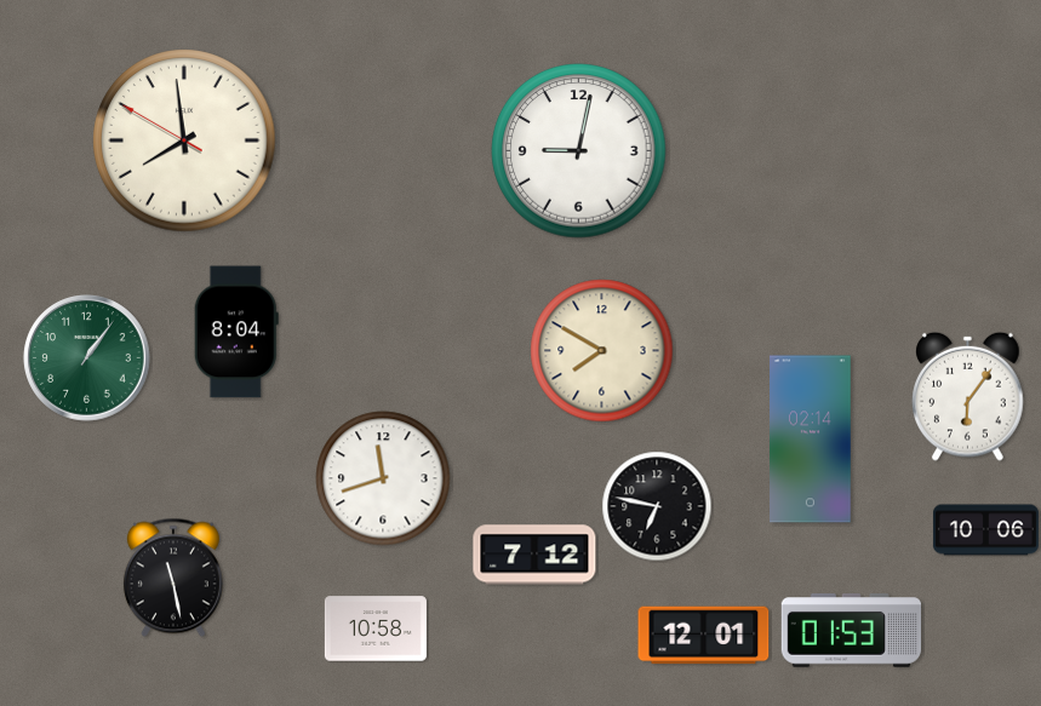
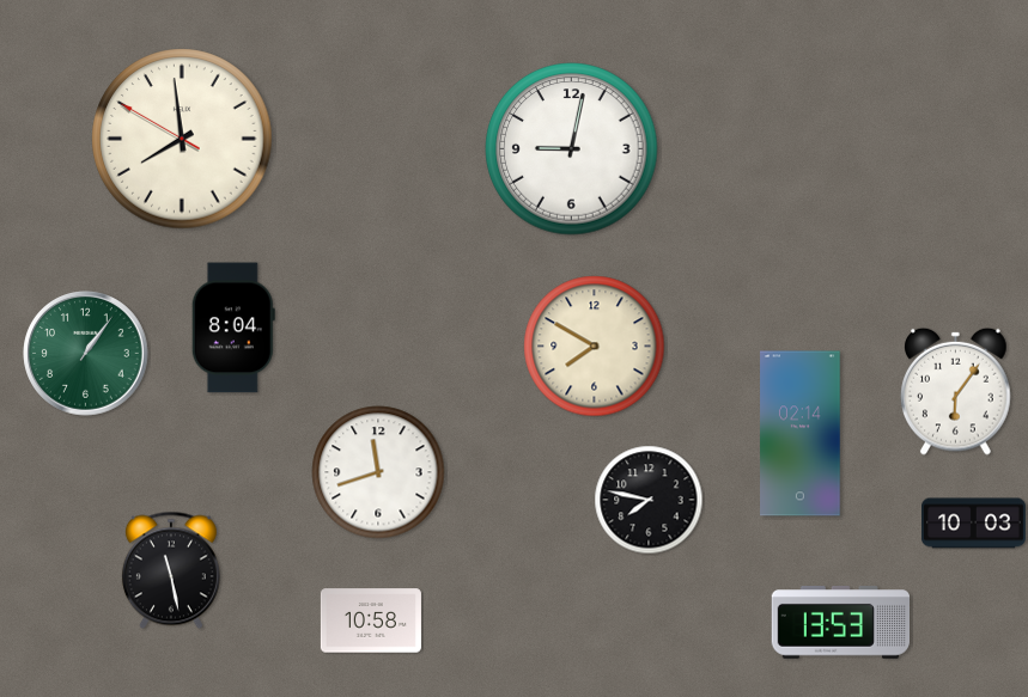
clock at (657, 506): 6:47 -> 7:47
clock at (985, 530): 10:06 -> 10:03
clock at (534, 555): 7:12 -> none
clock at (851, 631): 01:53 -> 13:53
clock at (704, 636): 12:01 -> none
